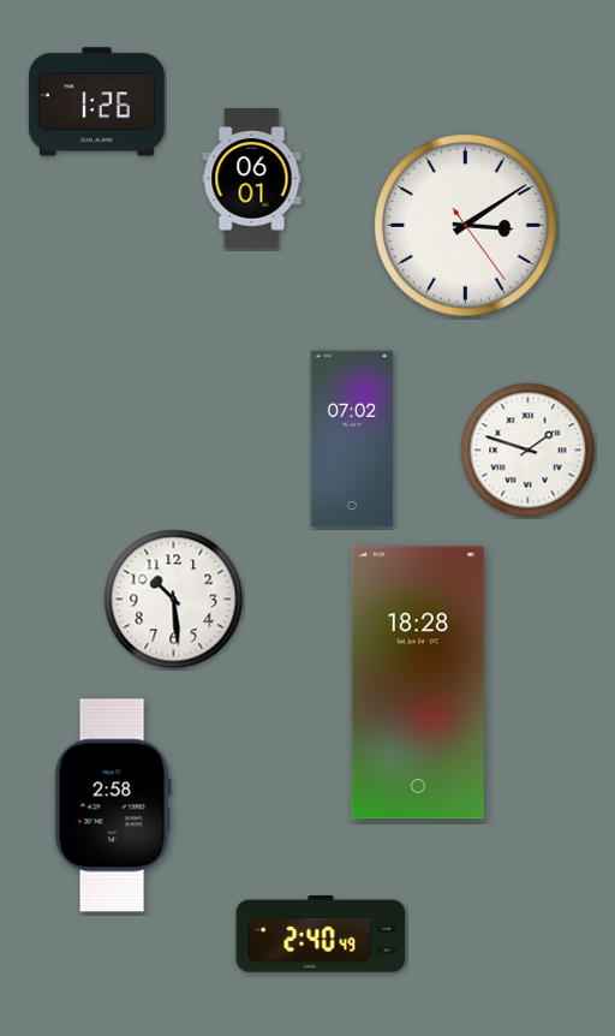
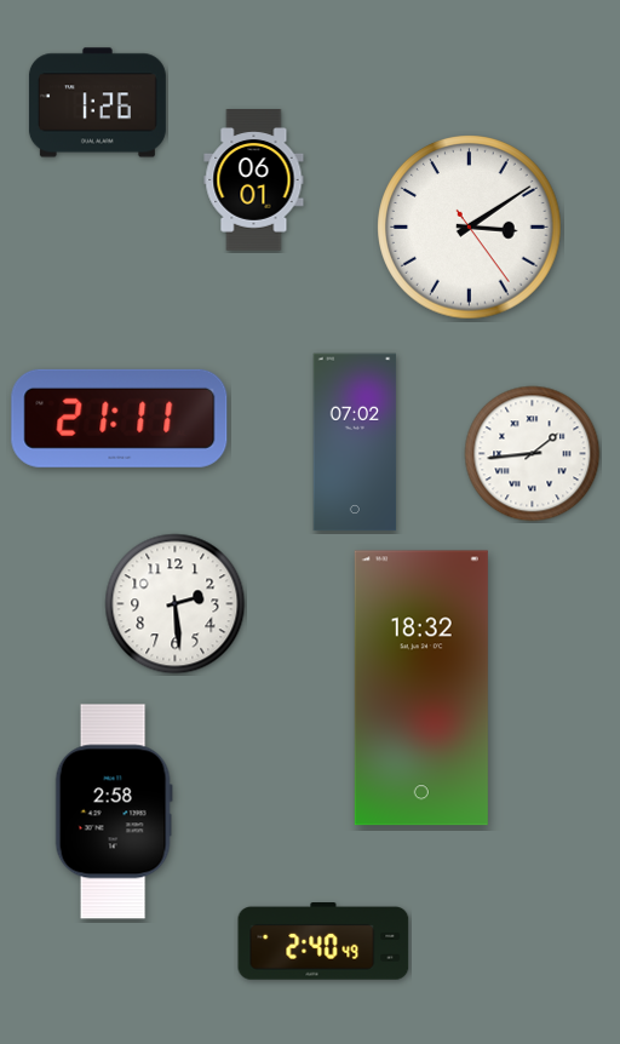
clock at (120, 418): none -> 21:11
clock at (529, 451): 1:48 -> 1:44
clock at (174, 600): 10:29 -> 2:29
clock at (418, 683): 18:28 -> 18:32
